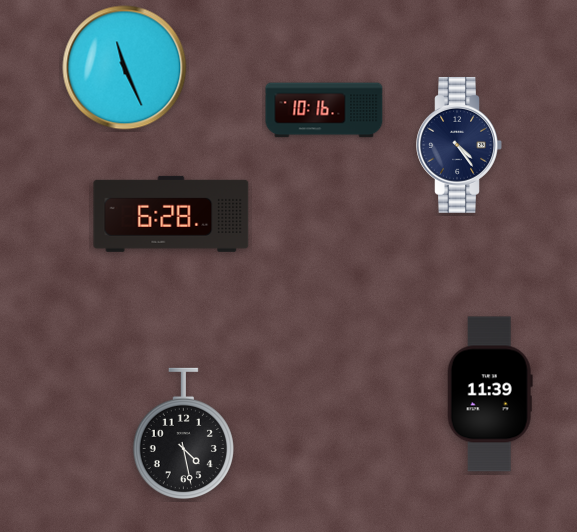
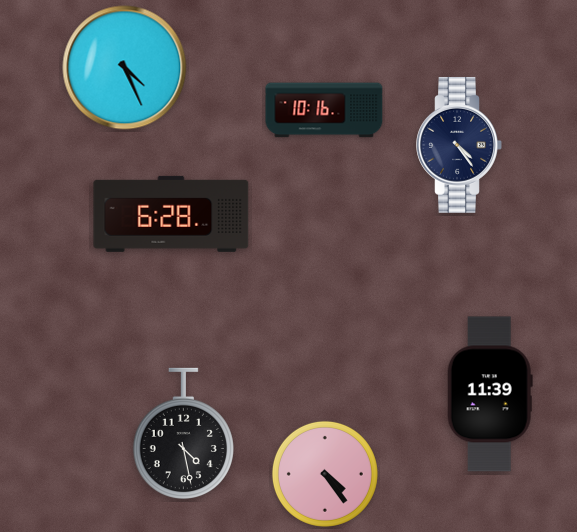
clock at (125, 68): 11:26 -> 4:26
clock at (325, 474): none -> 4:24
